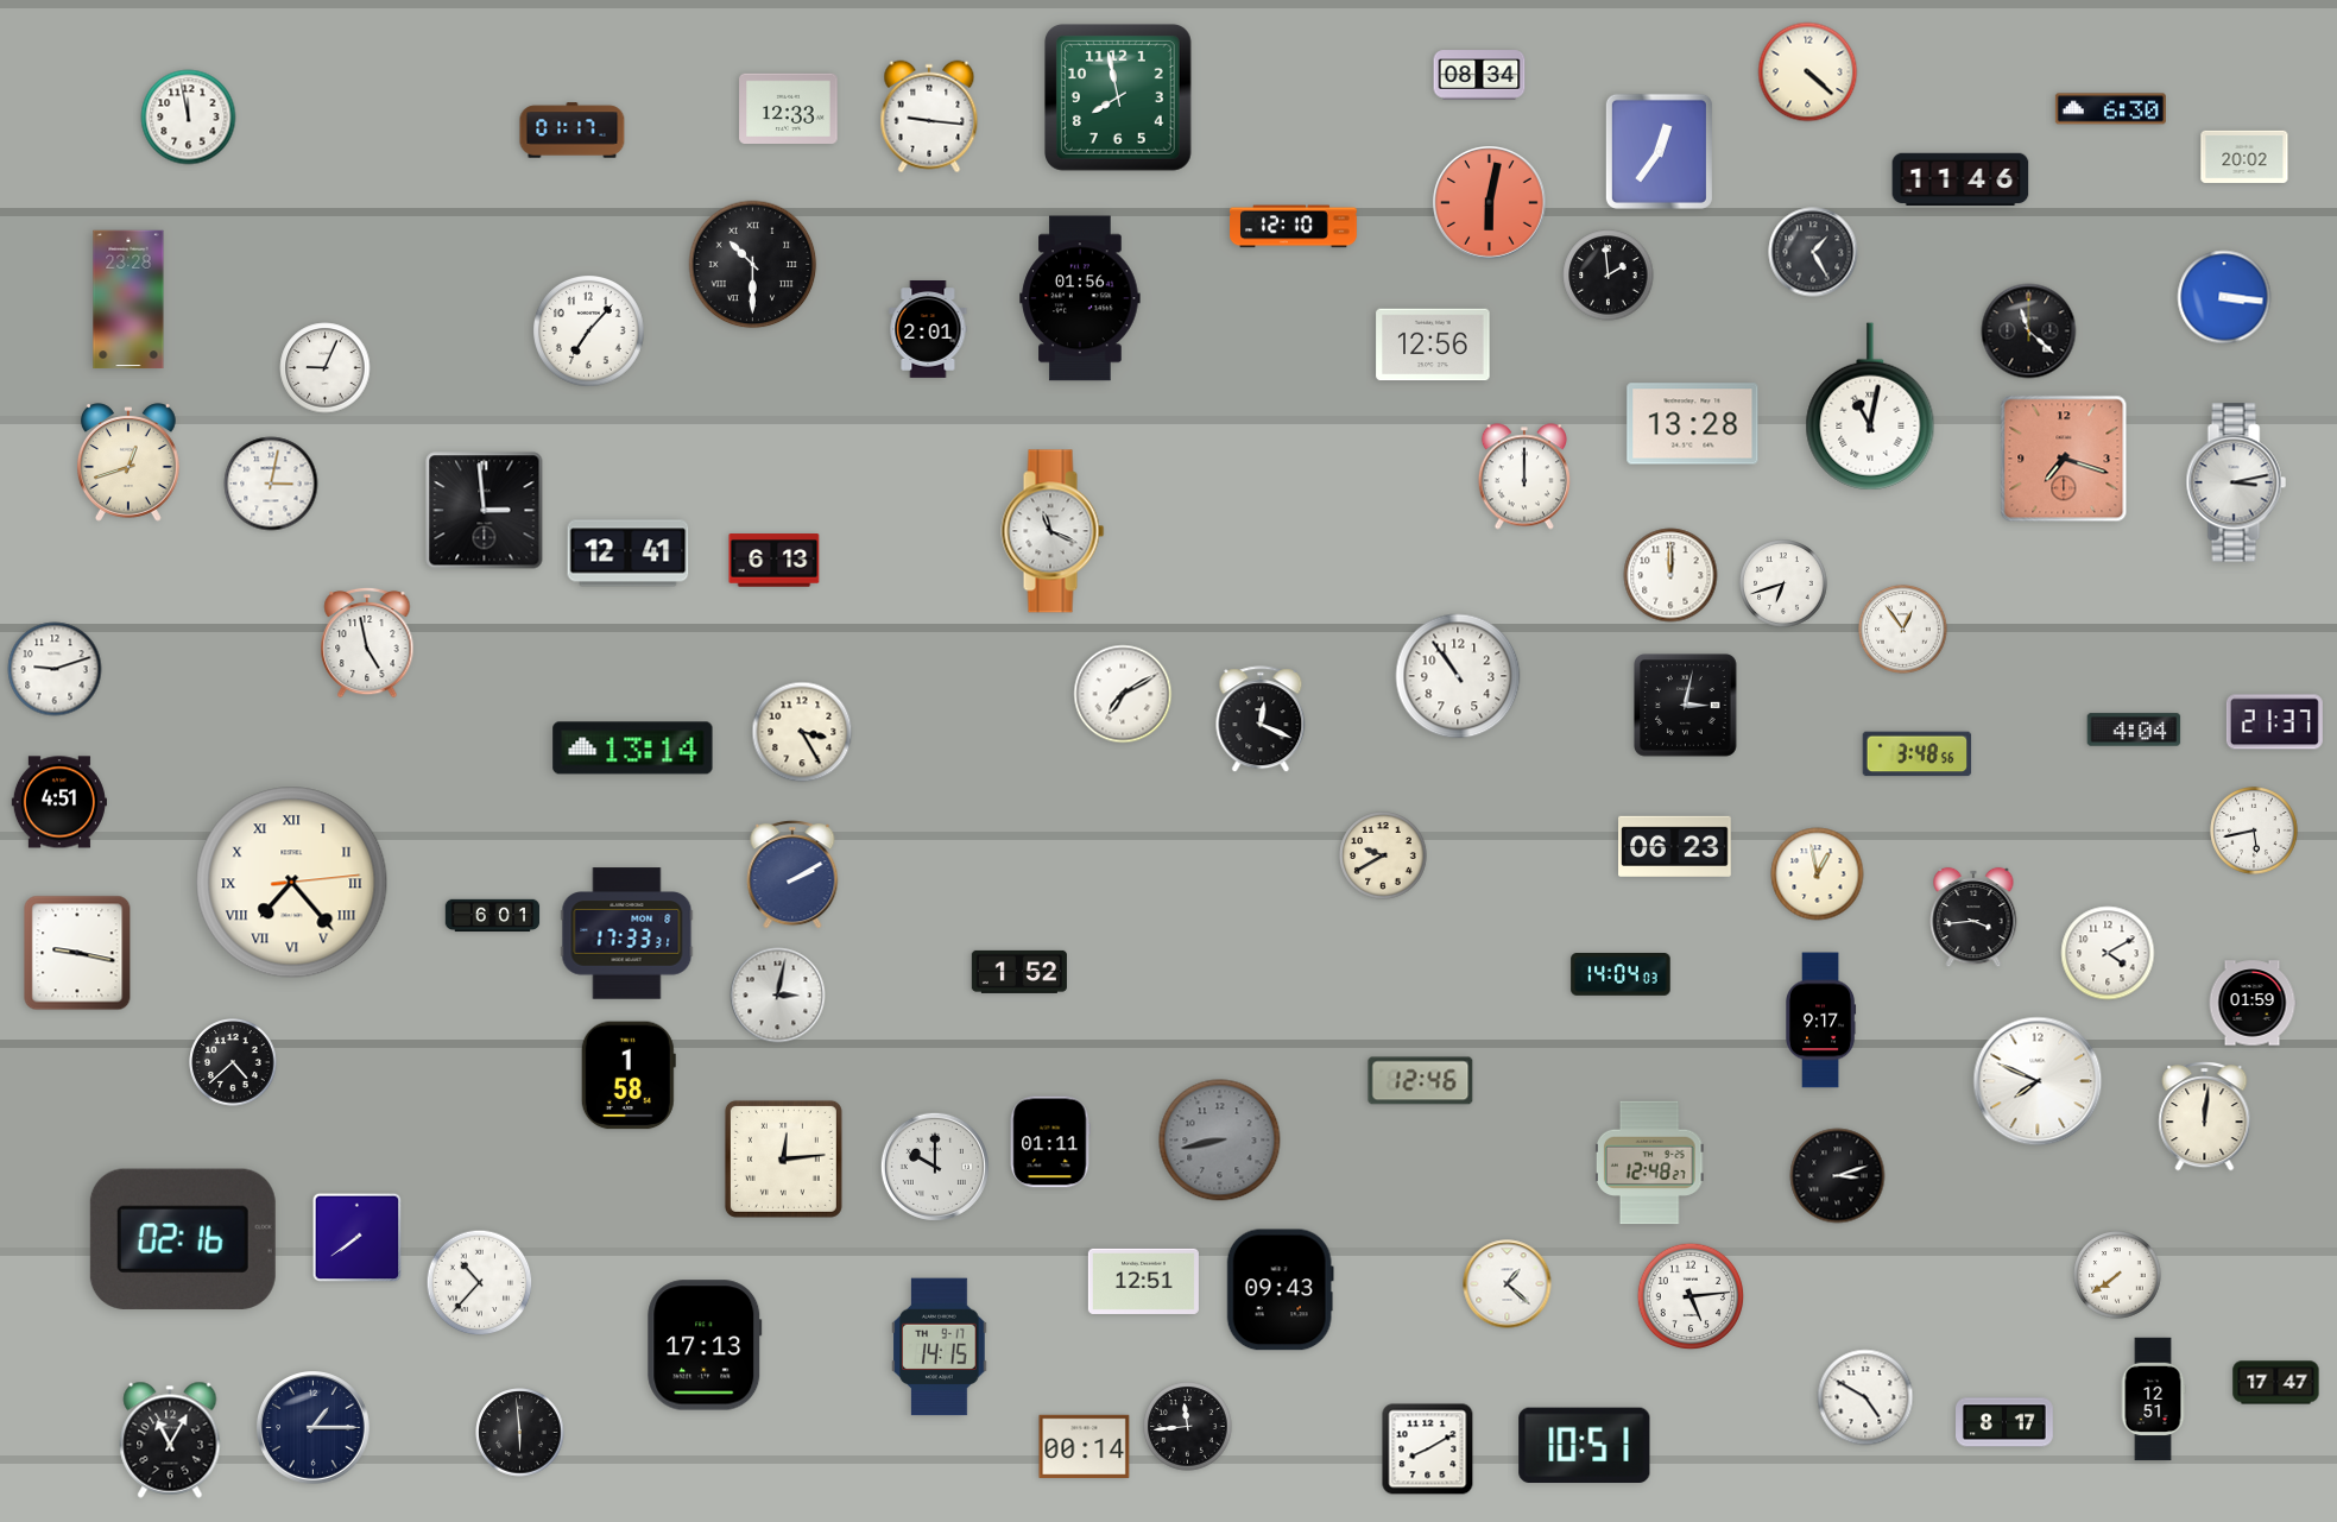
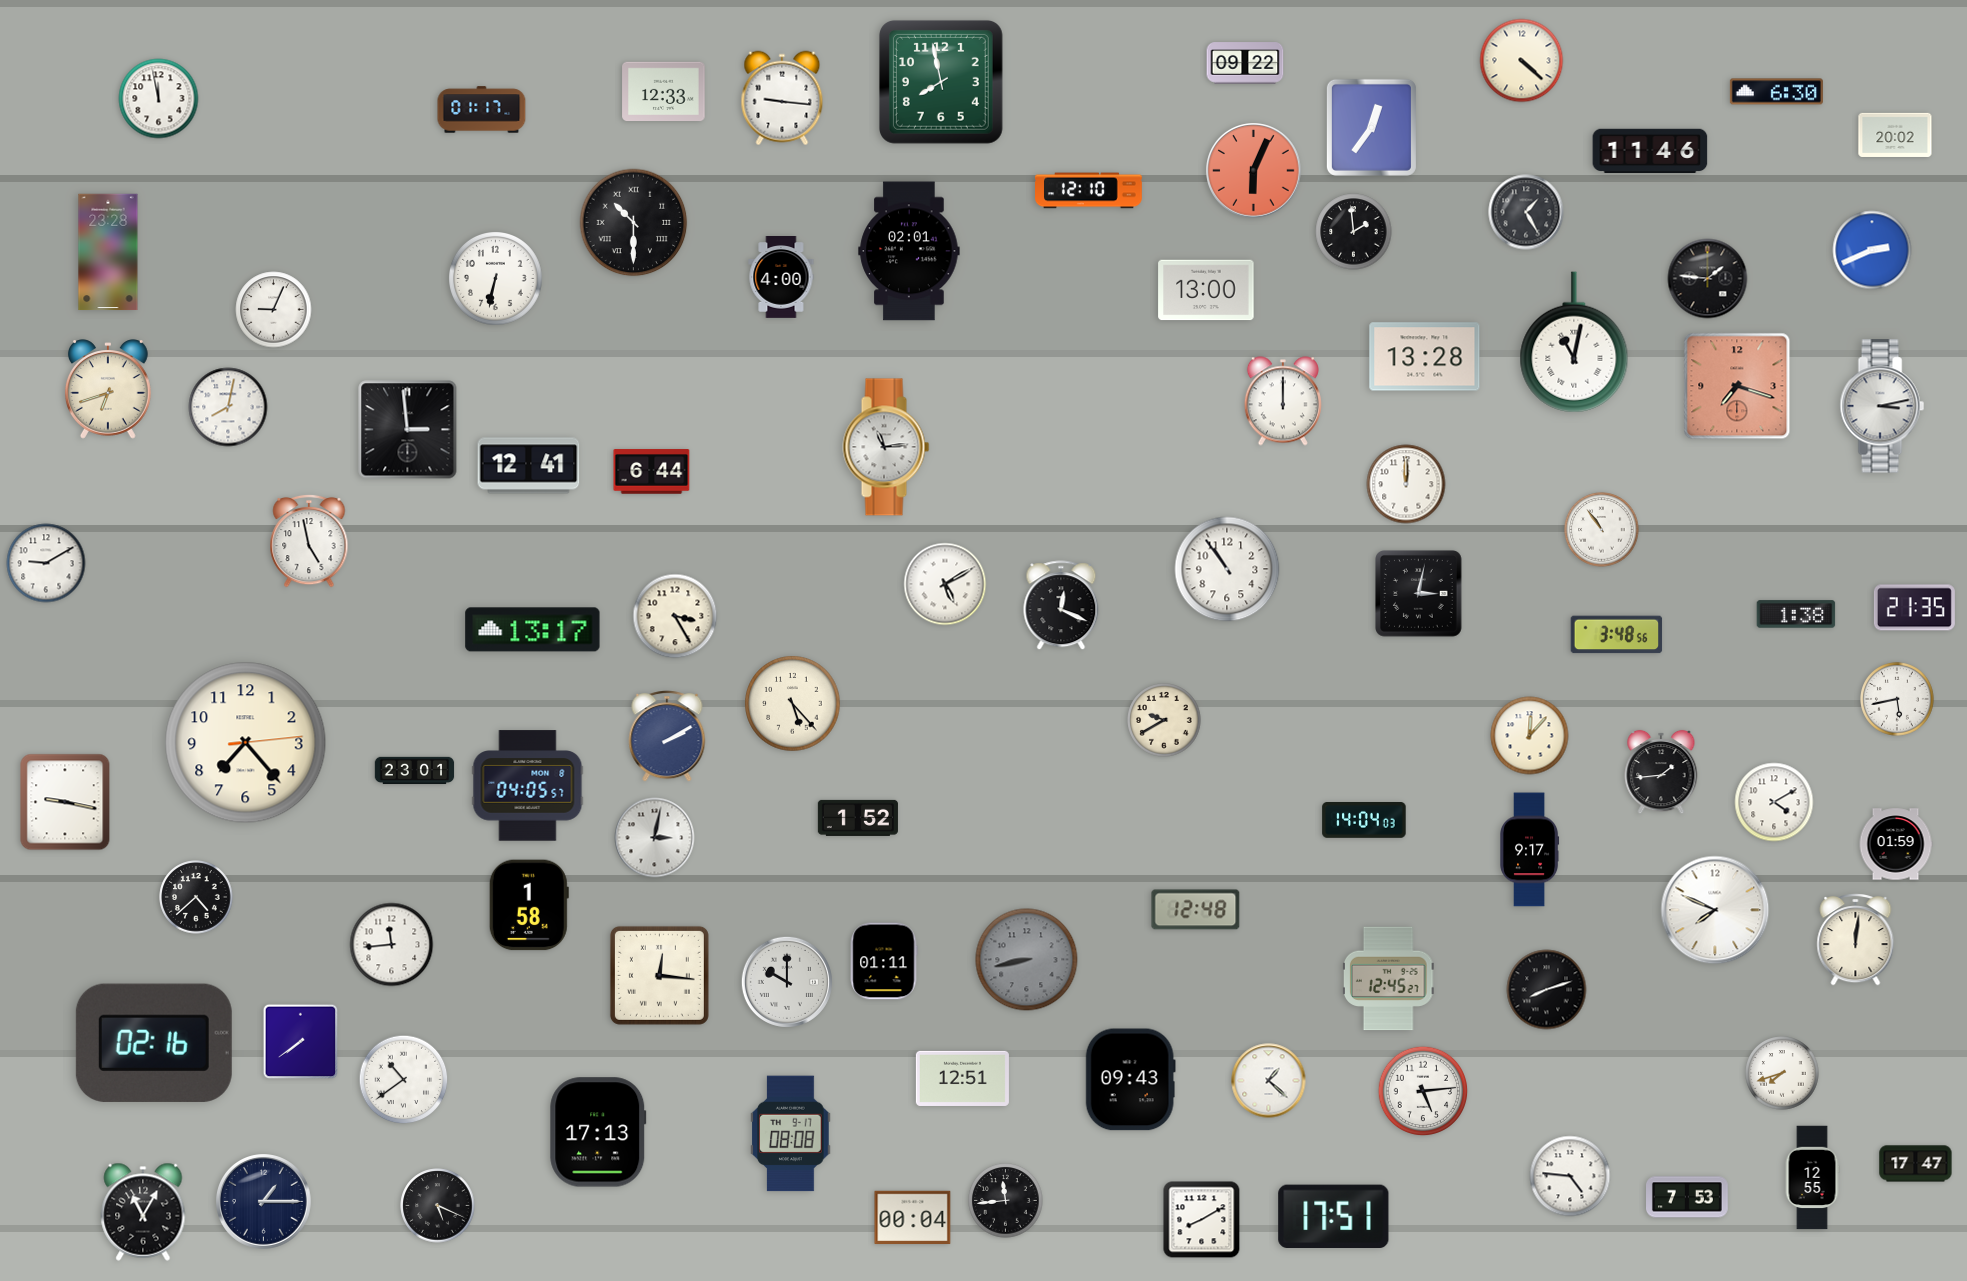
clock at (1479, 75): 08:34 -> 09:22
clock at (1659, 151) position: (1659, 151) -> (1371, 127)
clock at (2244, 157) position: (2244, 157) -> (1895, 135)
clock at (1490, 203): 6:02 -> 6:04
clock at (2224, 297): 3:16 -> 2:41
clock at (1080, 298): 01:56 -> 02:01
clock at (928, 330): 2:01 -> 4:00
clock at (589, 331): 7:07 -> 6:32
clock at (2029, 331): 11:22 -> 1:46
clock at (1433, 345): 12:56 -> 13:00
clock at (128, 462): 12:42 -> 6:42
clock at (271, 484): 3:02 -> 8:02
clock at (1053, 531): 11:19 -> 11:14
clock at (775, 561): 6:13 -> 6:44
clock at (1783, 583): 6:42 -> none
clock at (1903, 630): 12:54 -> 10:54
clock at (55, 669): 9:12 -> 9:10
clock at (1123, 694): 7:10 -> 5:10
clock at (2274, 722): 21:37 -> 21:35
clock at (2134, 730): 4:04 -> 1:38
clock at (633, 749): 13:14 -> 13:17
clock at (1918, 754) position: (1918, 754) -> (1617, 635)
clock at (59, 802): 4:51 -> none
clock at (793, 704): none -> 5:23
clock at (1675, 846): 06:23 -> none
clock at (1818, 874): 12:58 -> 12:07
clock at (292, 883) numerals: Roman -> Arabic
clock at (493, 916): 6:01 -> 23:01
clock at (1973, 917): 3:44 -> 1:44
clock at (627, 934): 17:33 -> 04:05
clock at (1821, 1021) position: (1821, 1021) -> (1530, 850)
clock at (233, 1062) position: (233, 1062) -> (196, 897)
clock at (1421, 1081): 12:46 -> 12:48
clock at (392, 945): none -> 11:44
clock at (783, 1158): 12:14 -> 12:16
clock at (1650, 1163): 12:48 -> 12:45
clock at (1838, 1176): 3:12 -> 8:12
clock at (2117, 1275): 7:39 -> 7:42
clock at (480, 1283): 10:37 -> 10:39
clock at (1280, 1290) position: (1280, 1290) -> (1130, 1080)
clock at (705, 1345) position: (705, 1345) -> (598, 1132)
clock at (940, 1347): 14:15 -> 08:08
clock at (1865, 1397): 4:50 -> 4:46
clock at (2153, 1400): 12:51 -> 12:55
clock at (2006, 1422): 8:17 -> 7:53
clock at (1188, 1427) position: (1188, 1427) -> (1006, 1201)
clock at (520, 1433): 5:59 -> 5:19
clock at (1585, 1445): 10:51 -> 17:51
clock at (1085, 1447): 00:14 -> 00:04
